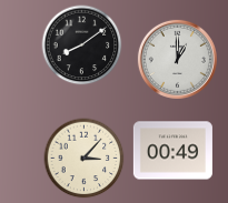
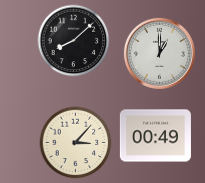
clock at (82, 45): 8:09 -> 8:08
